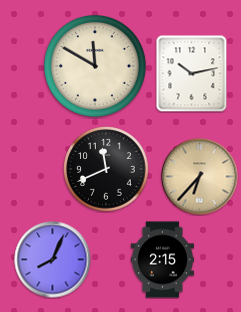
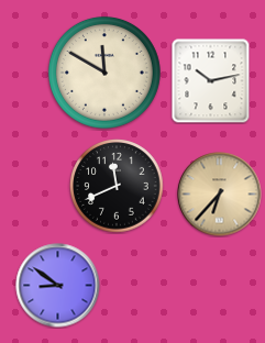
clock at (53, 260): 8:04 -> 8:51
clock at (162, 260): 2:15 -> none
